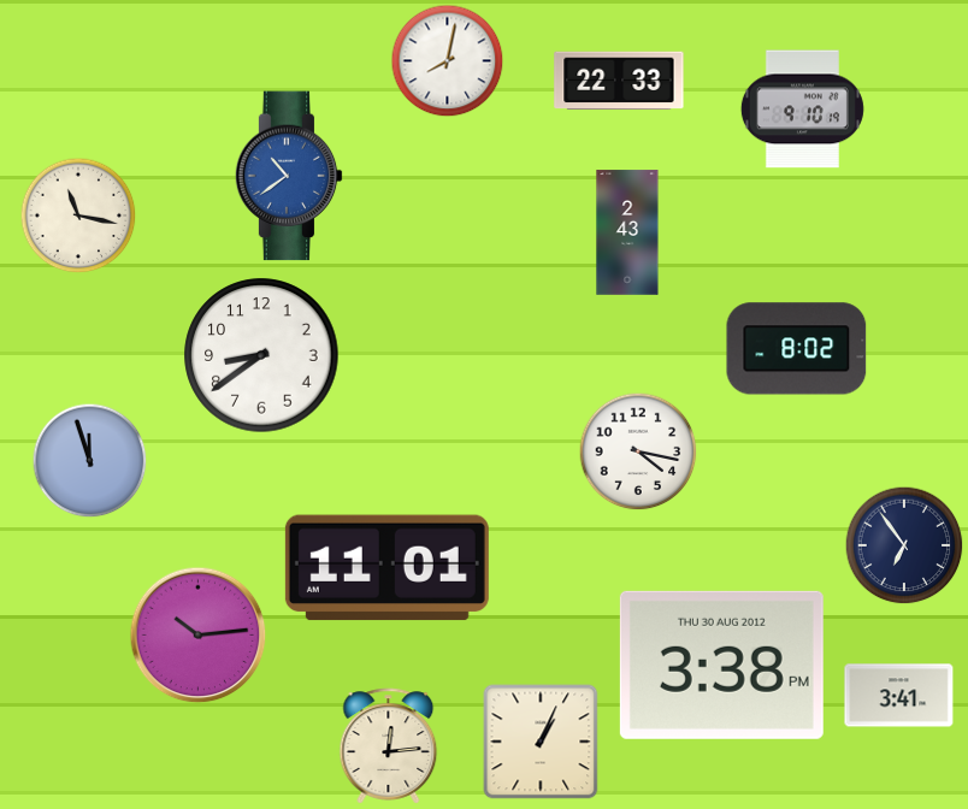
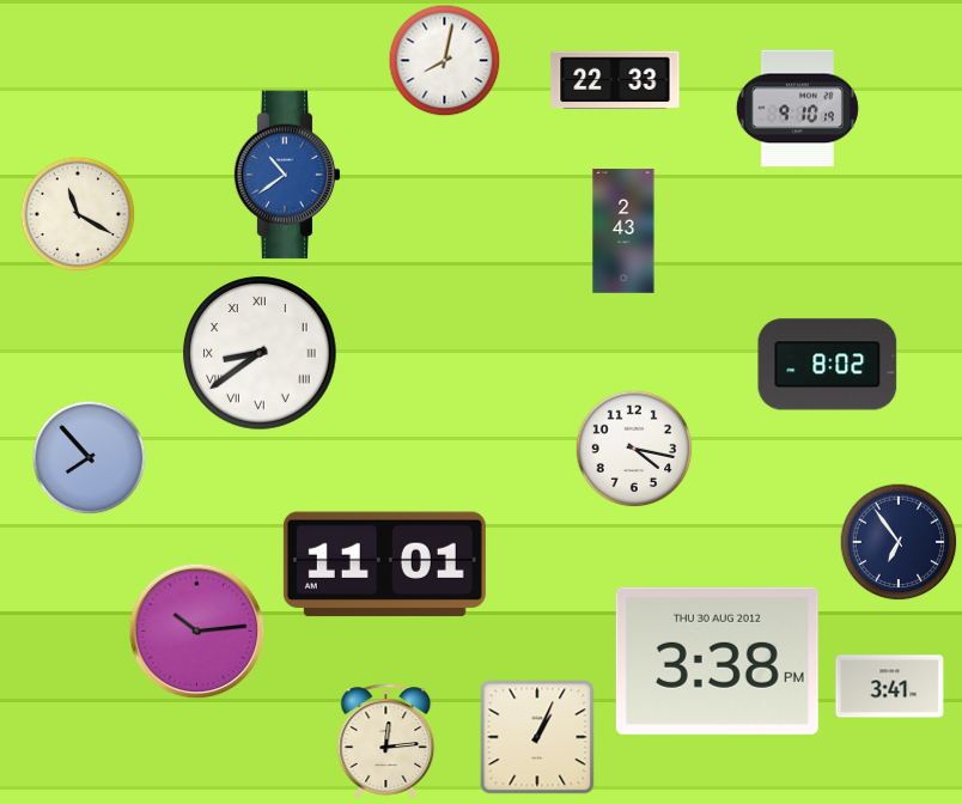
clock at (78, 215): 11:17 -> 11:20
clock at (797, 349) position: (797, 349) -> (828, 365)
clock at (261, 355) numerals: Arabic -> Roman
clock at (90, 461): 11:57 -> 7:53
clock at (899, 696) position: (899, 696) -> (890, 687)
